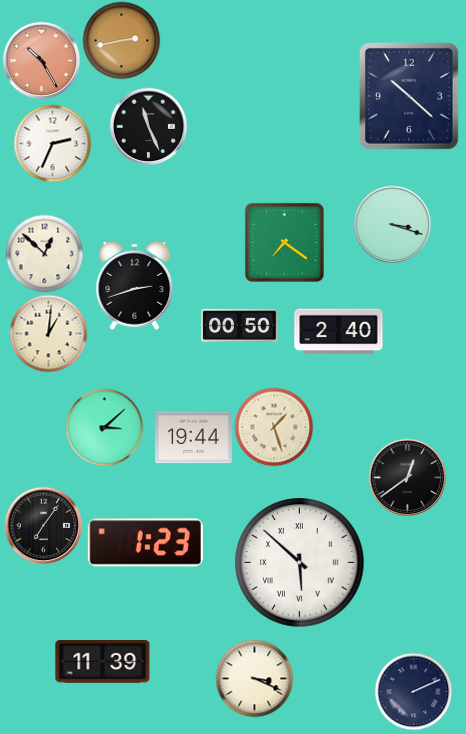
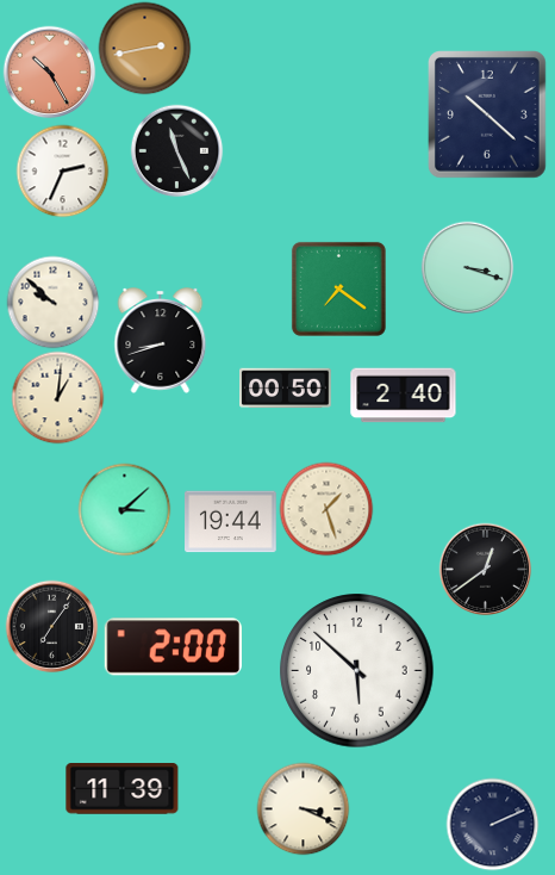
clock at (44, 253): 12:52 -> 9:52
clock at (135, 286): 2:42 -> 8:42
clock at (145, 543): 1:23 -> 2:00
clock at (300, 563) numerals: Roman -> Arabic
